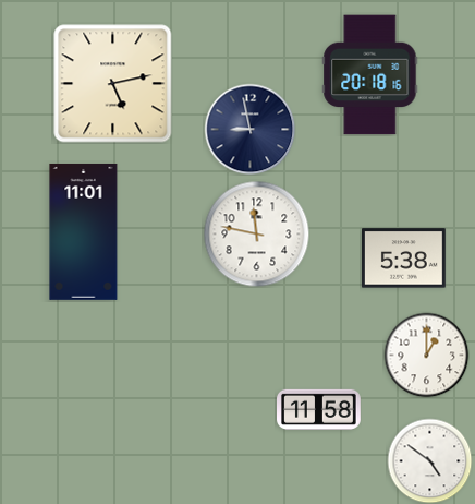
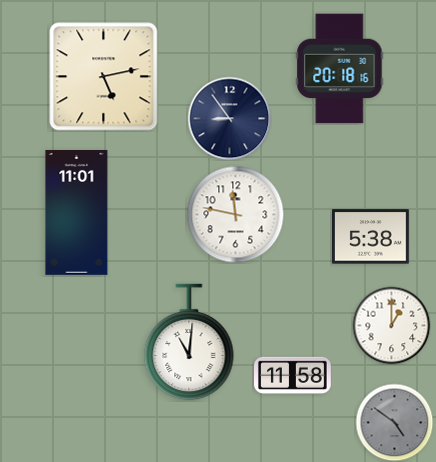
clock at (249, 129): 8:58 -> 8:54
clock at (189, 342): none -> 11:01
clock at (429, 460) dial: white -> grey
